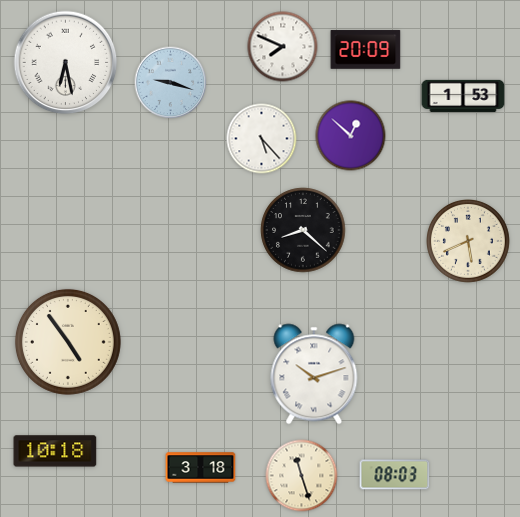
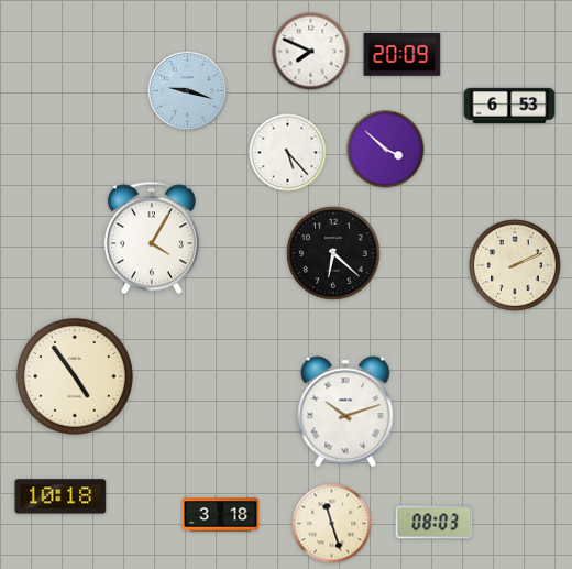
clock at (66, 63): 6:28 -> none
clock at (463, 96): 1:53 -> 6:53
clock at (351, 136): 12:52 -> 3:52
clock at (152, 238): none -> 4:05
clock at (303, 230): 8:22 -> 6:22
clock at (469, 242): 5:41 -> 2:11
